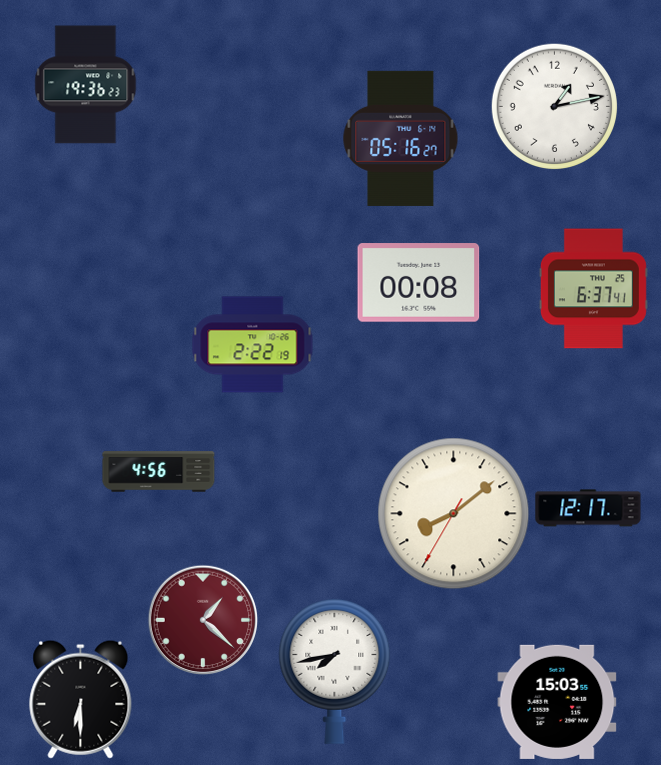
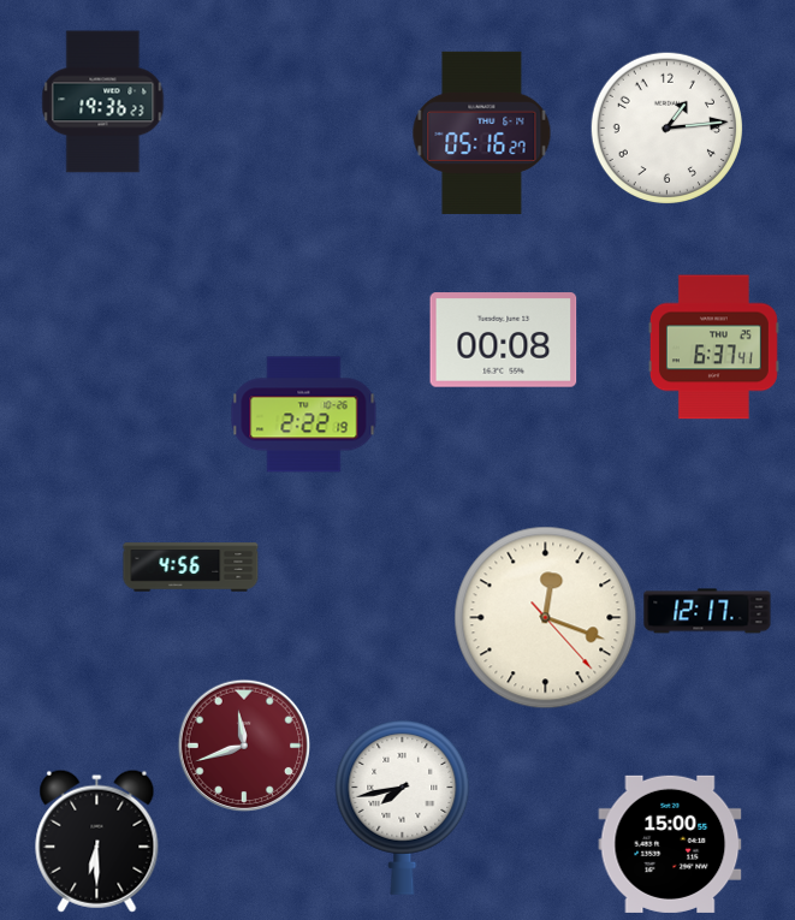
clock at (554, 106): 1:13 -> 1:14
clock at (401, 138) position: (401, 138) -> (482, 132)
clock at (454, 514): 8:08 -> 12:18
clock at (203, 620): 1:22 -> 11:42
clock at (557, 702): 15:03 -> 15:00
